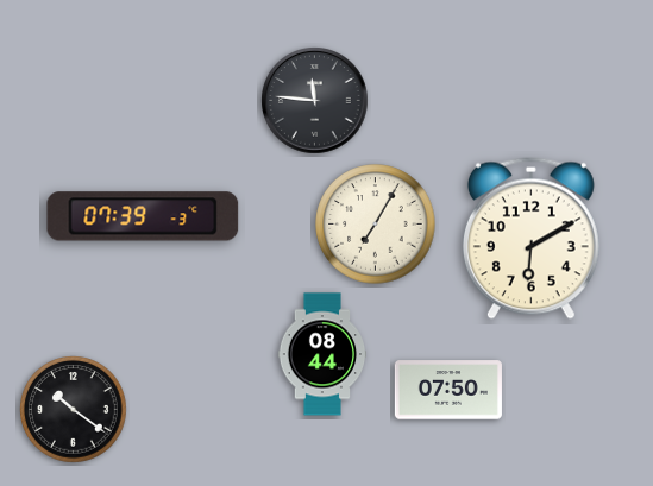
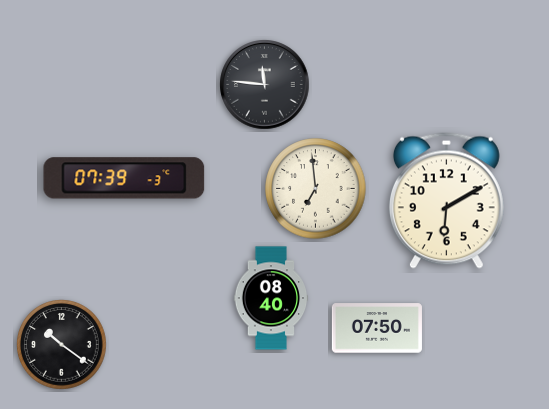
clock at (143, 216) position: (143, 216) -> (124, 178)
clock at (376, 225): 7:05 -> 6:59
clock at (322, 354): 08:44 -> 08:40
